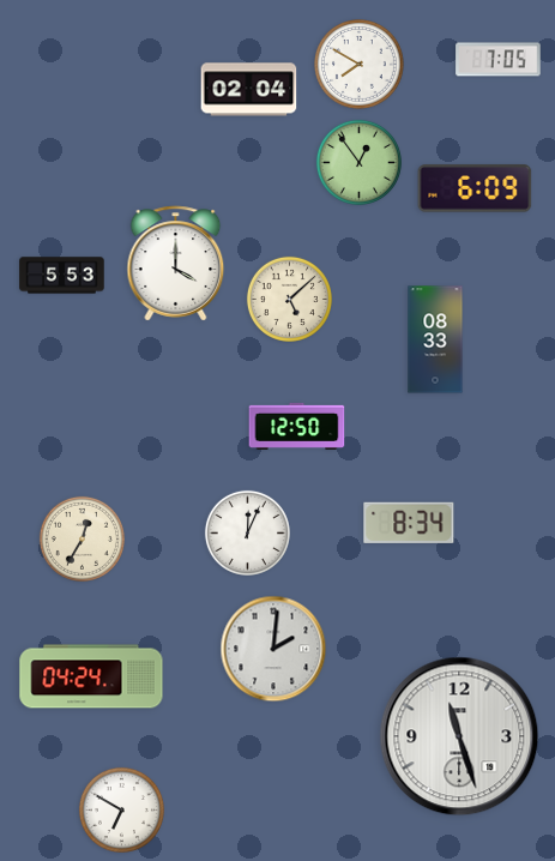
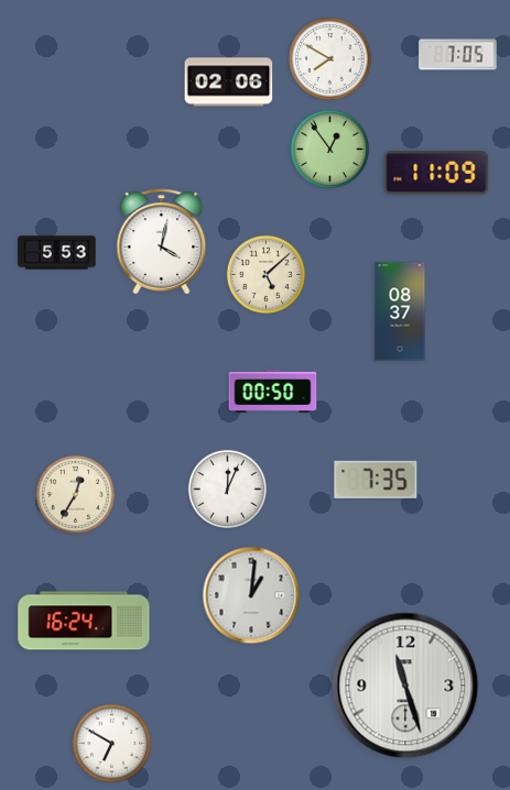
clock at (249, 90): 02:04 -> 02:06
clock at (475, 188): 6:09 -> 11:09
clock at (176, 264): 4:00 -> 4:02
clock at (435, 339): 08:33 -> 08:37
clock at (297, 426): 12:50 -> 00:50
clock at (409, 523): 8:34 -> 7:35
clock at (273, 649): 2:01 -> 1:01
clock at (91, 676): 04:24 -> 16:24
clock at (459, 736) position: (459, 736) -> (405, 685)
